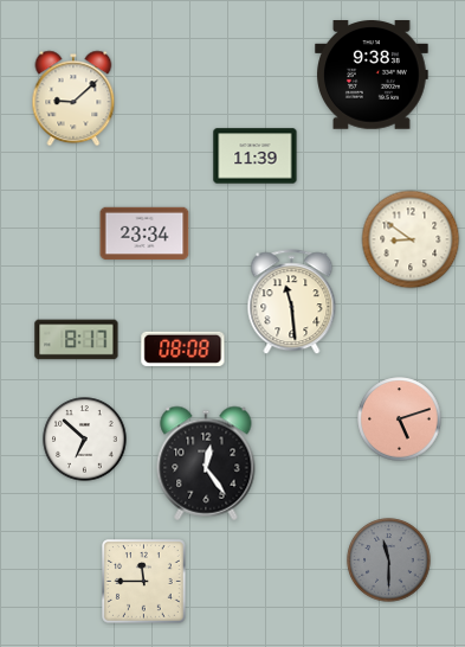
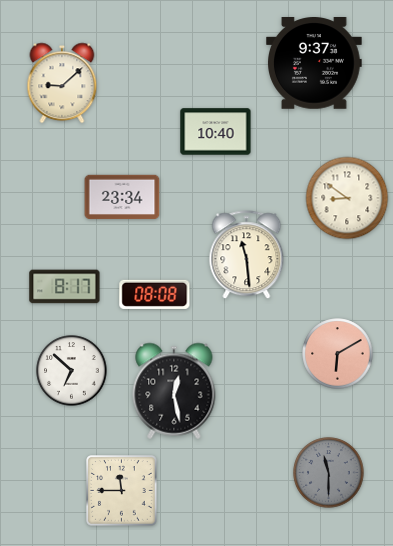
clock at (373, 76): 9:38 -> 9:37
clock at (256, 156): 11:39 -> 10:40
clock at (411, 239) position: (411, 239) -> (347, 198)
clock at (400, 419): 5:12 -> 6:10
clock at (206, 463): 12:24 -> 12:28
